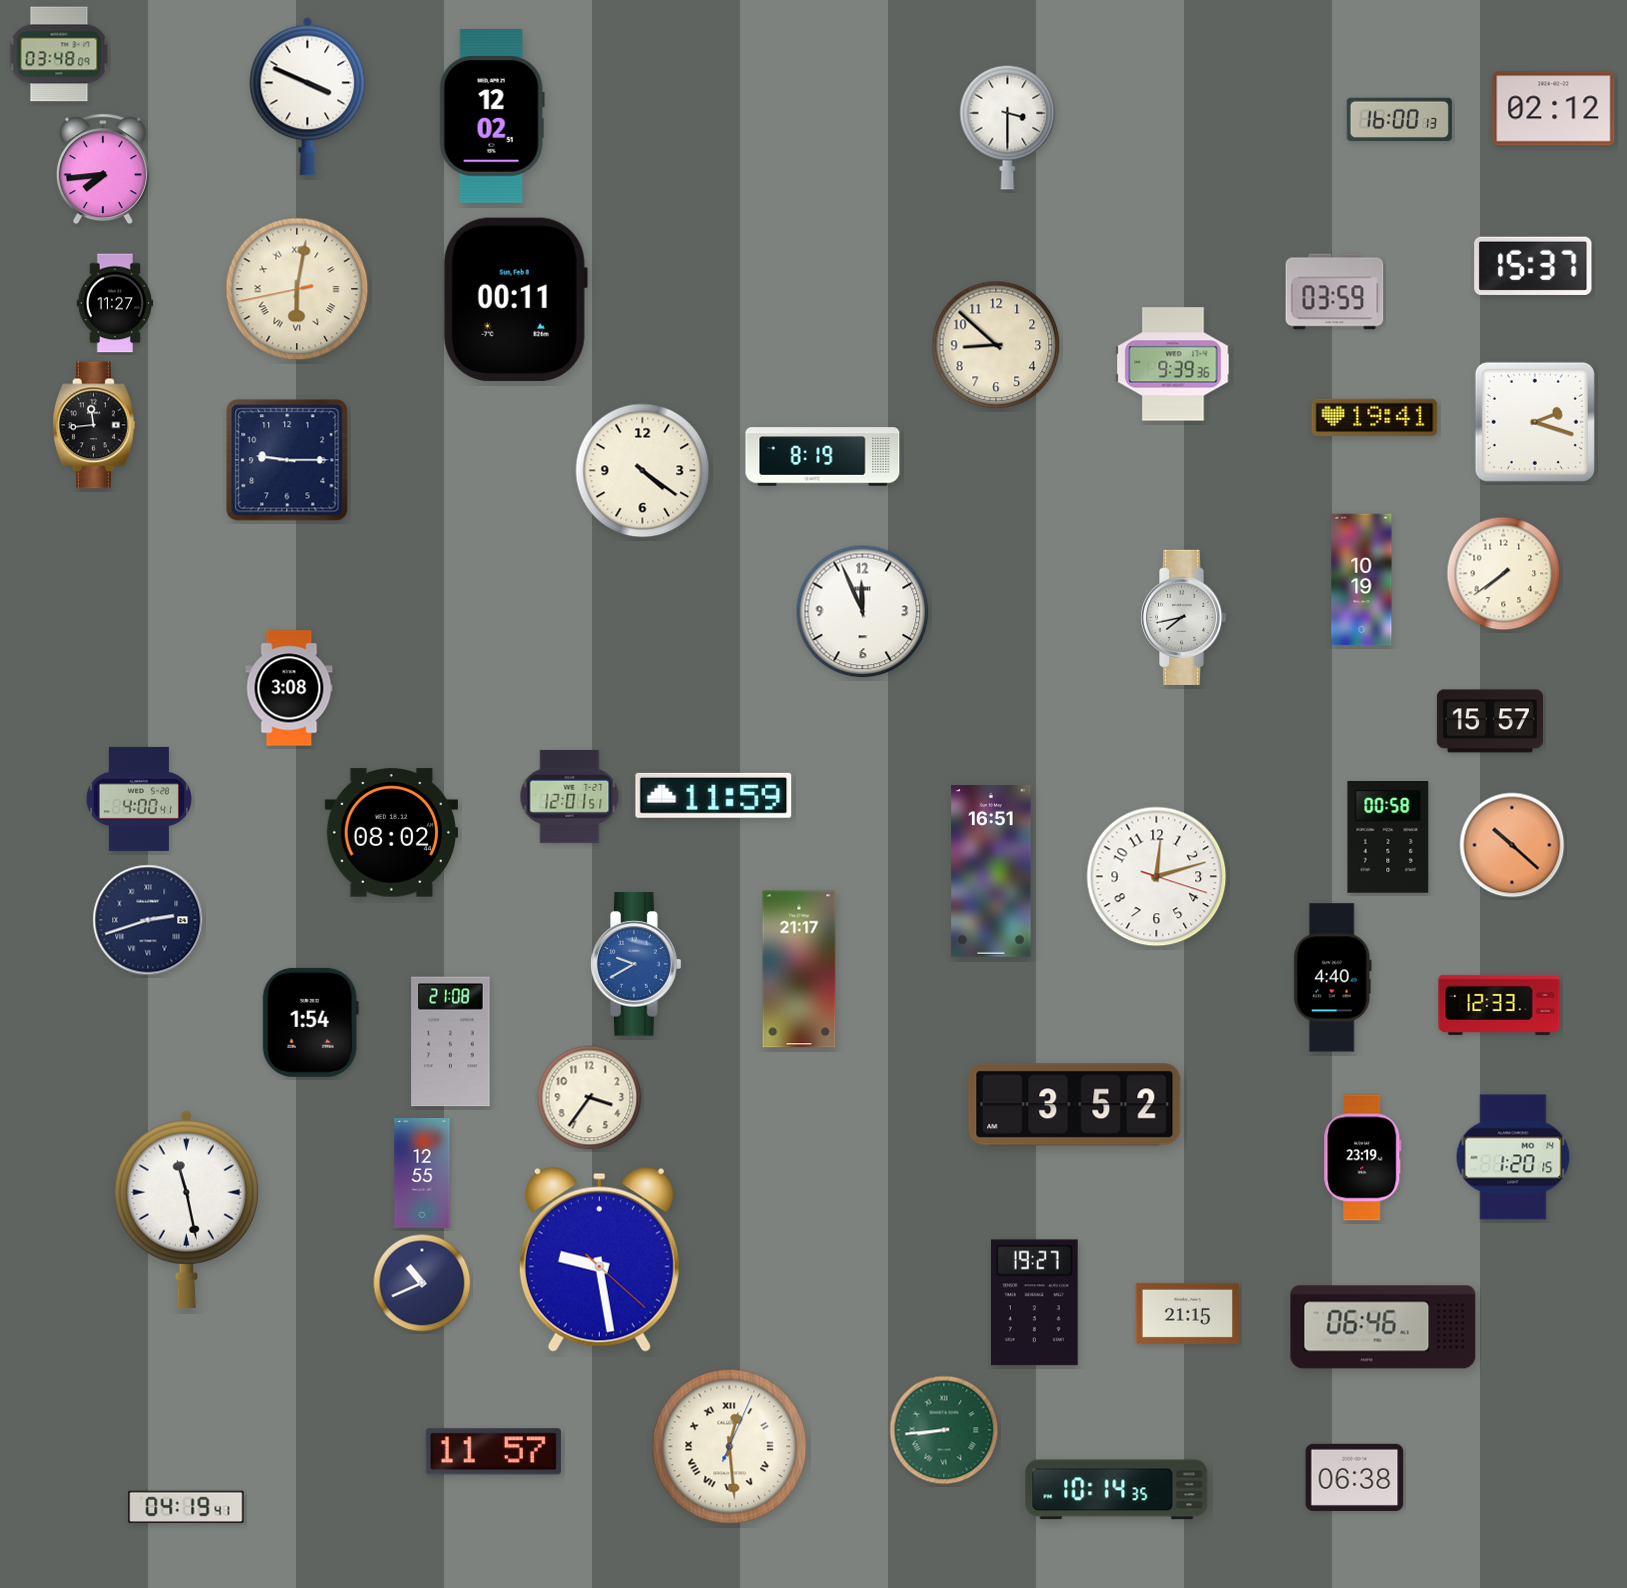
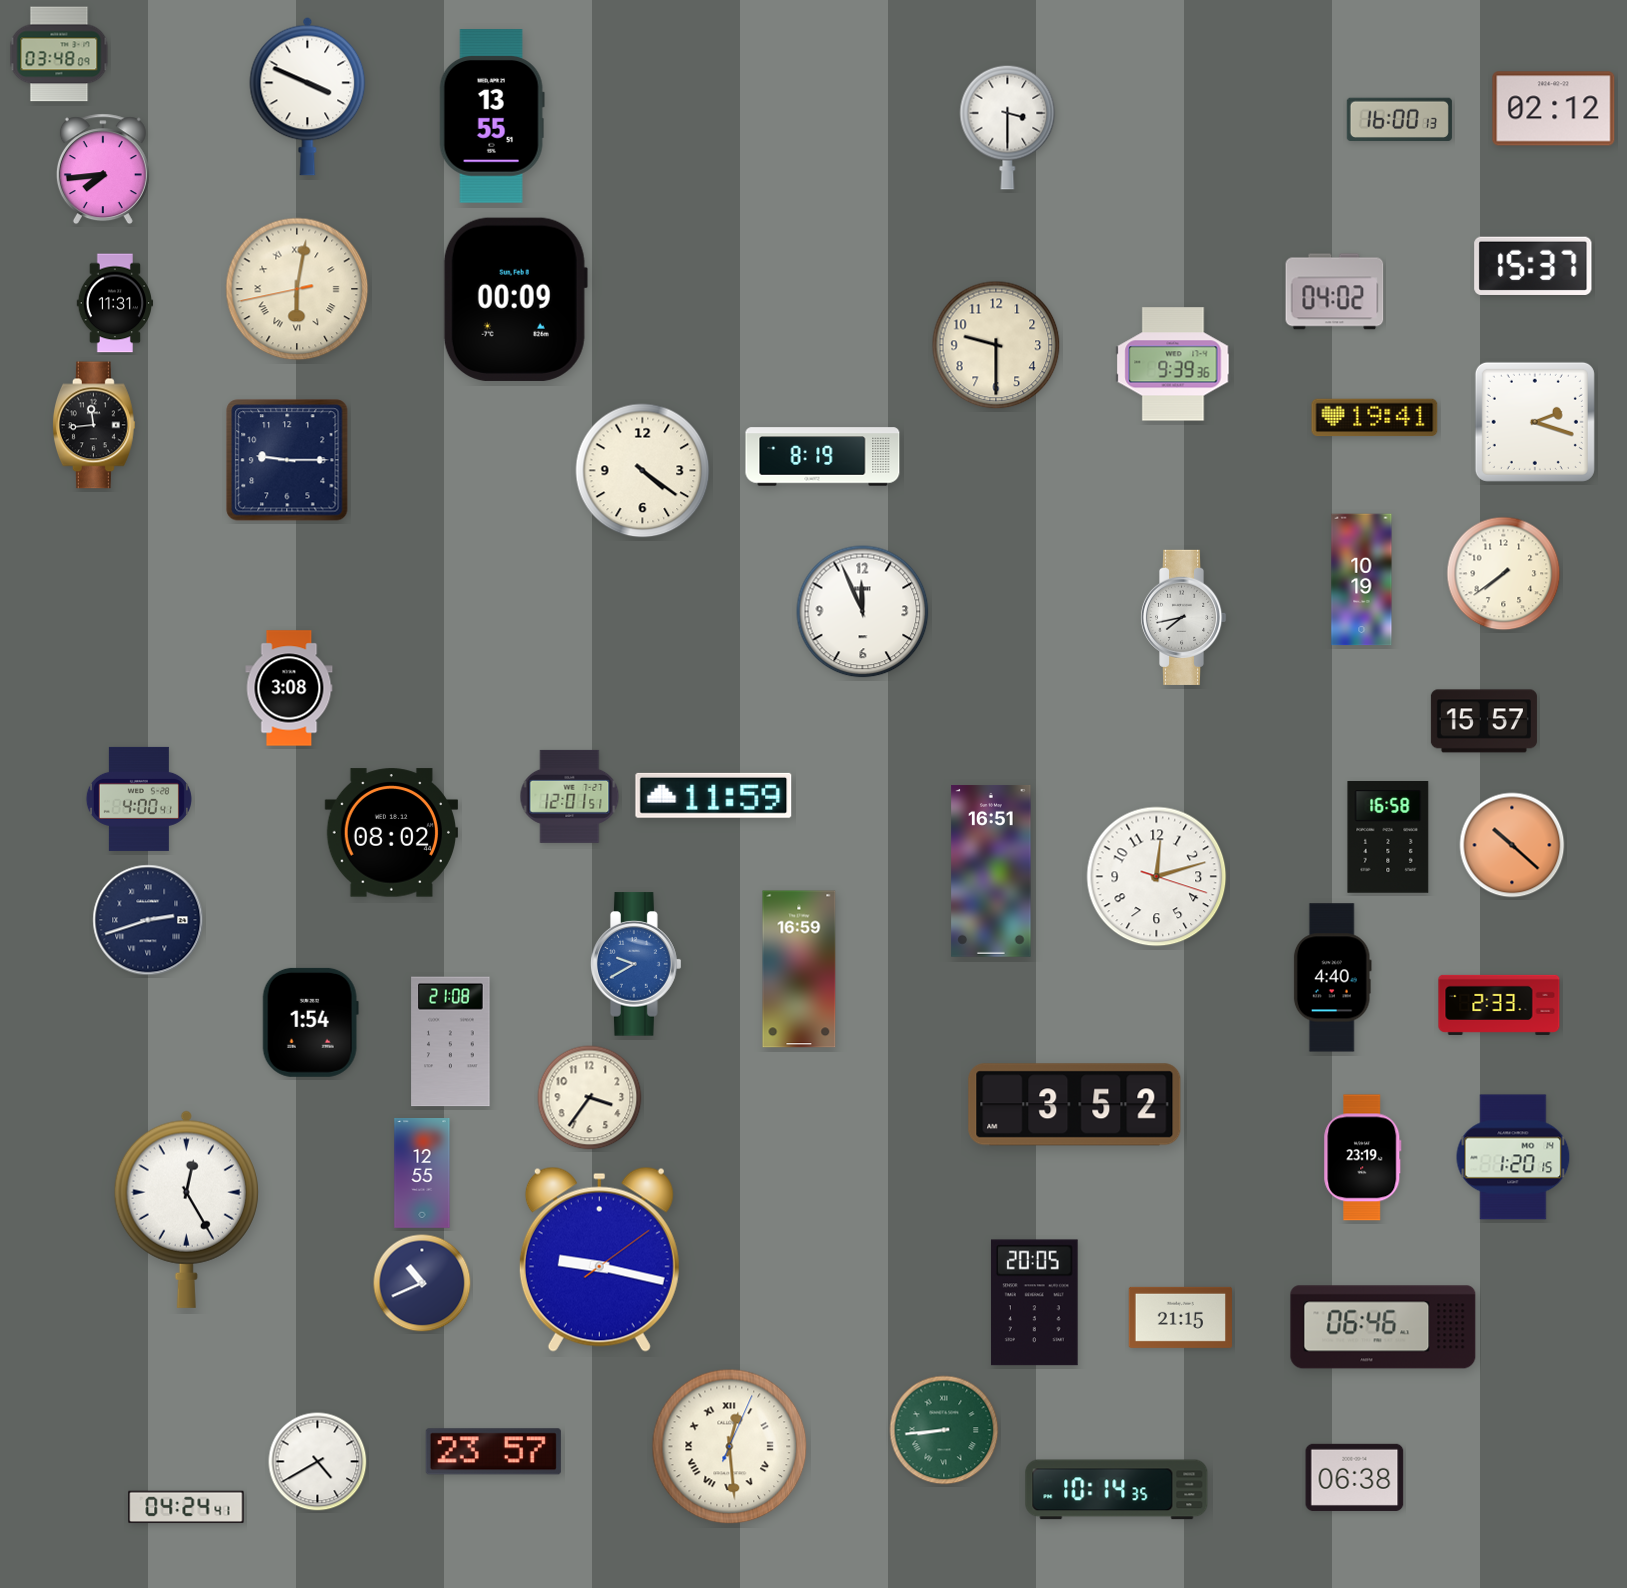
clock at (492, 116): 12:02 -> 13:55
clock at (1335, 292): 03:59 -> 04:02
clock at (515, 299): 00:11 -> 00:09
clock at (115, 303): 11:27 -> 11:31
clock at (996, 345): 8:52 -> 9:30
clock at (1490, 721) position: (1490, 721) -> (1484, 721)
clock at (1388, 838): 00:58 -> 16:58
clock at (799, 969): 21:17 -> 16:59
clock at (1499, 1005): 12:33 -> 2:33
clock at (186, 1209): 11:28 -> 12:25
clock at (599, 1259): 9:28 -> 9:17
clock at (1034, 1303): 19:27 -> 20:05
clock at (1187, 1313) position: (1187, 1313) -> (1180, 1317)
clock at (493, 1452): 11:57 -> 23:57
clock at (318, 1462): none -> 4:40
clock at (186, 1507): 04:19 -> 04:24
